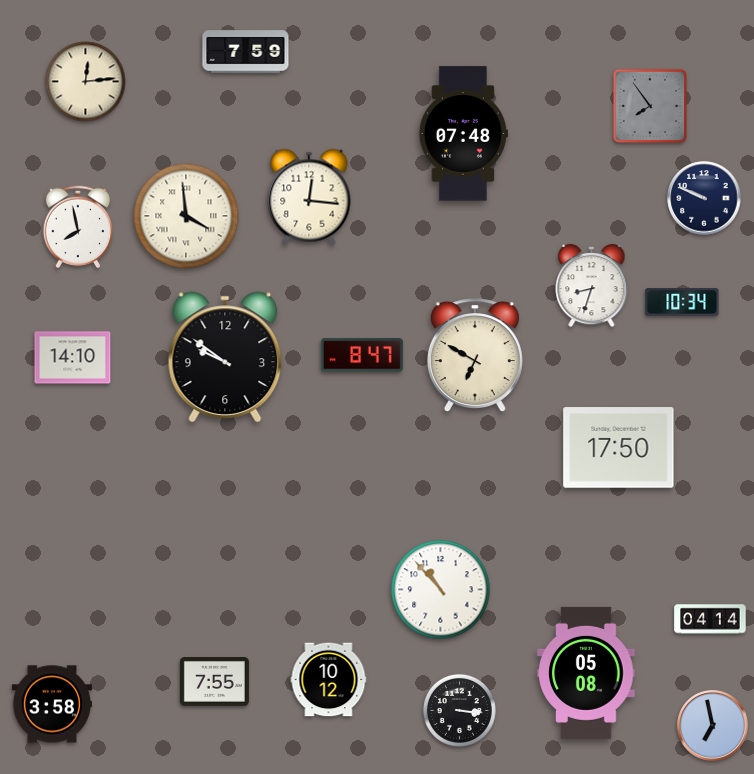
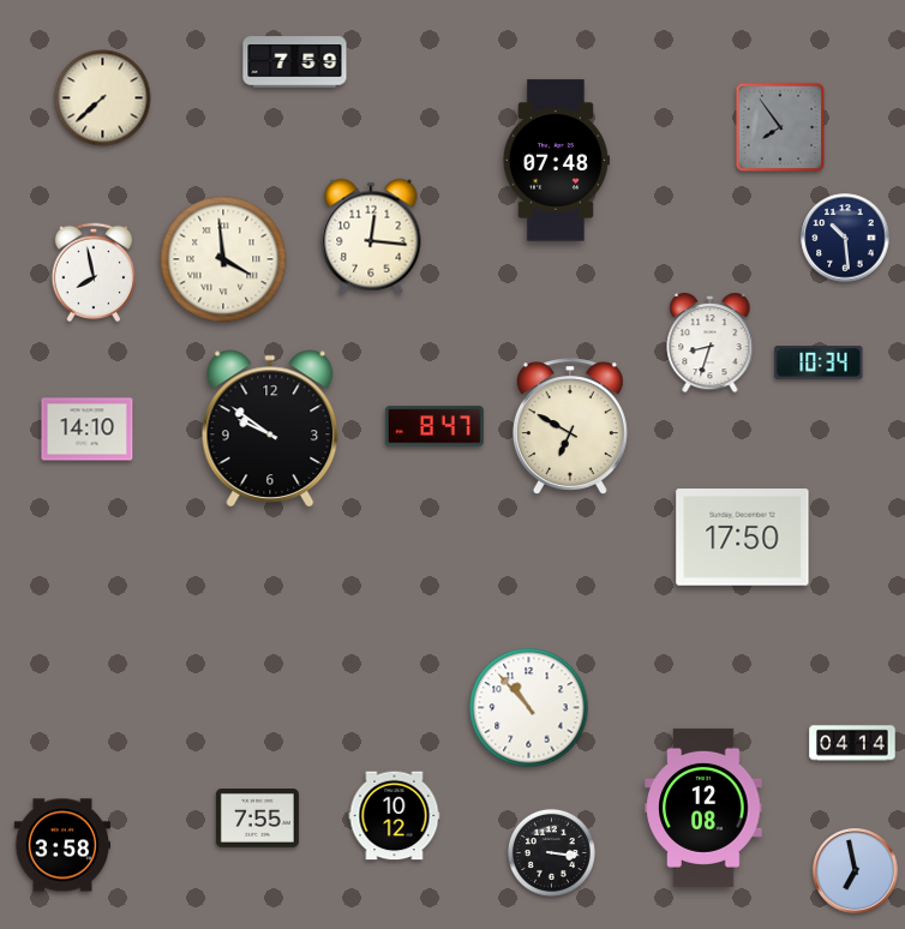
clock at (86, 82): 12:14 -> 7:38
clock at (704, 198): 9:49 -> 10:29
clock at (586, 673): 05:08 -> 12:08
